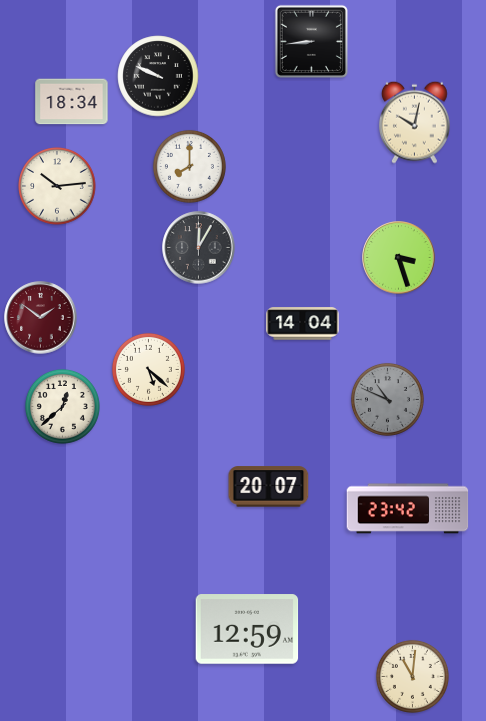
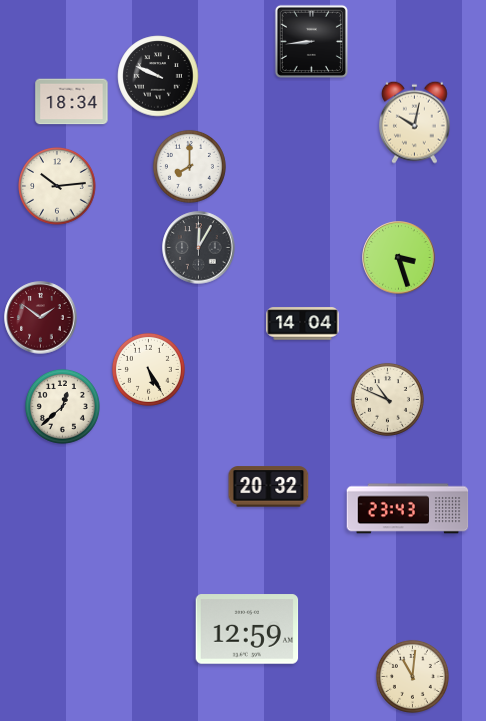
clock at (148, 369): 5:22 -> 5:25
clock at (387, 399) dial: grey -> cream
clock at (269, 487): 20:07 -> 20:32
clock at (408, 509): 23:42 -> 23:43
